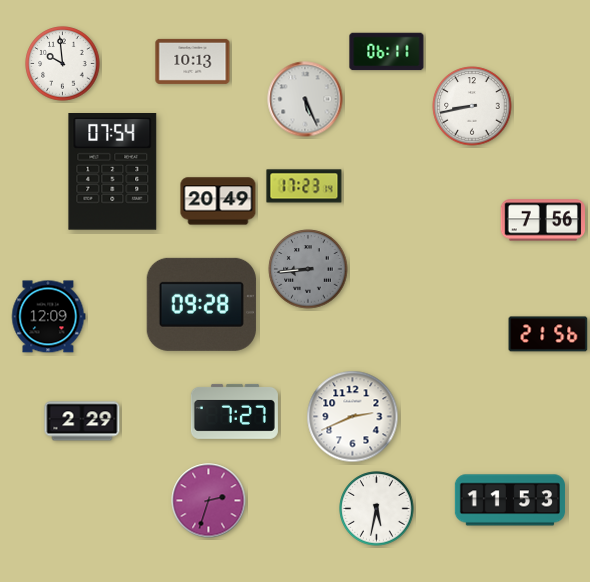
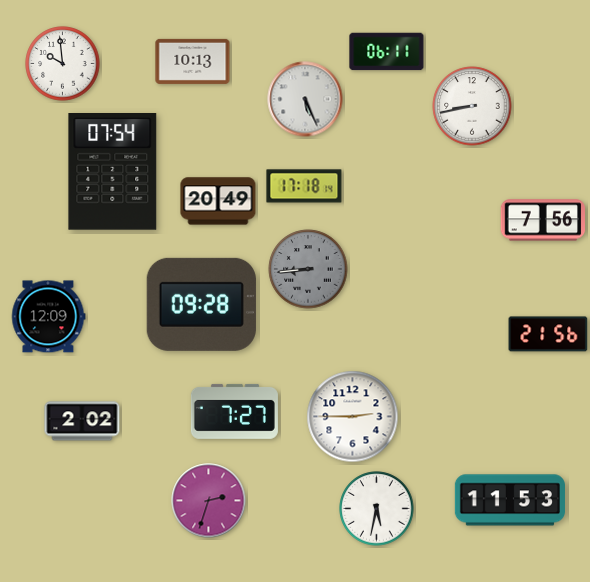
clock at (304, 186): 17:23 -> 17:18
clock at (353, 417): 2:41 -> 2:45
clock at (82, 421): 2:29 -> 2:02
